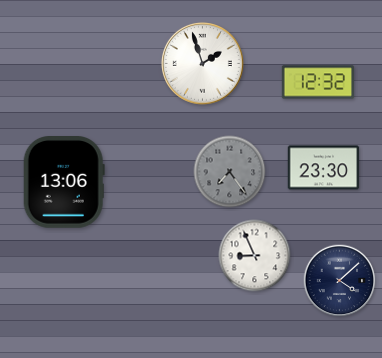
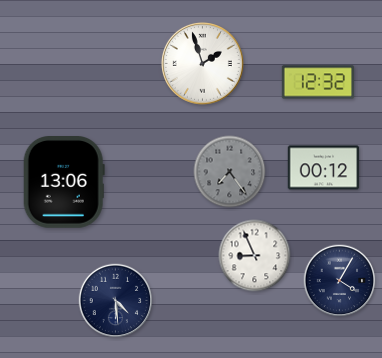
clock at (324, 168): 23:30 -> 00:12
clock at (340, 281): 4:08 -> 4:05
clock at (116, 301): none -> 4:29
